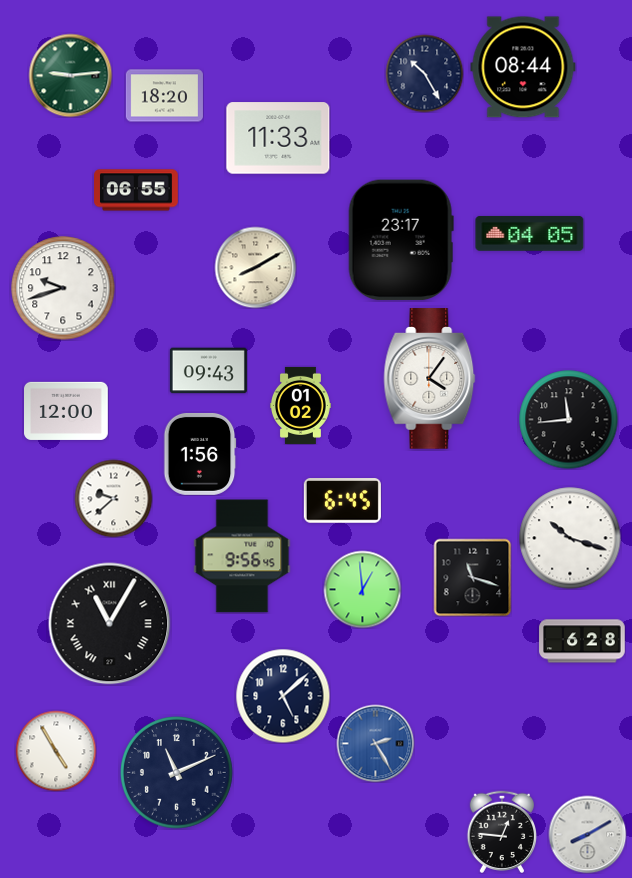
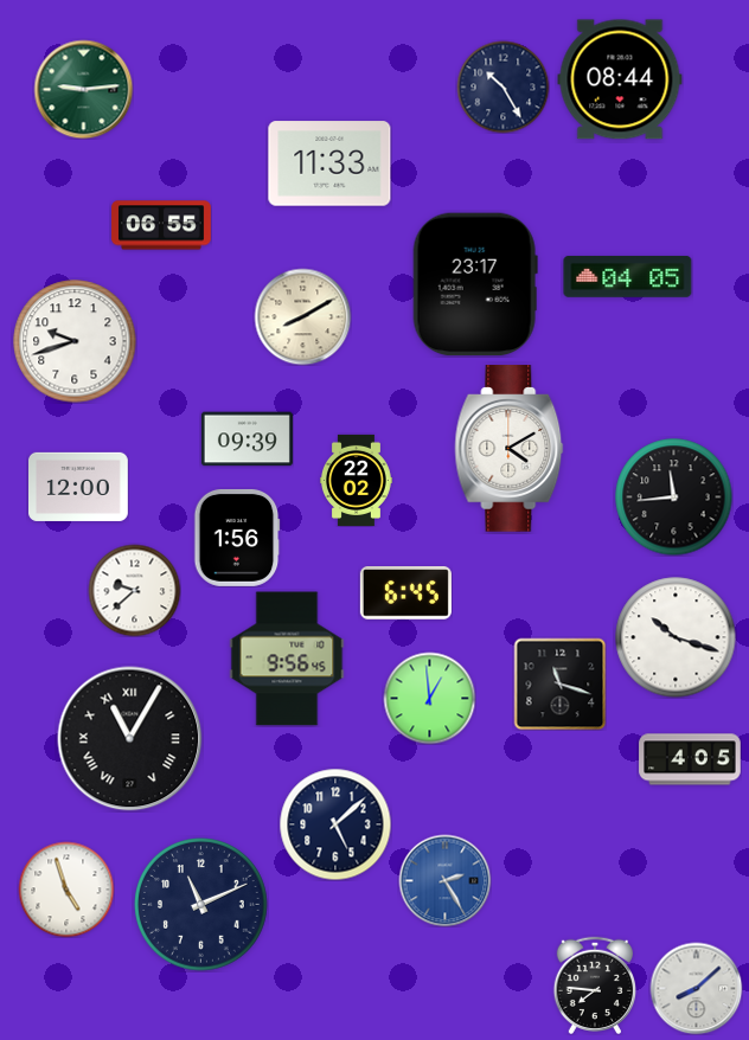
clock at (164, 96): 18:20 -> none
clock at (208, 371): 09:43 -> 09:39
clock at (430, 379): 4:06 -> 4:10
clock at (301, 405): 01:02 -> 22:02
clock at (582, 641): 6:28 -> 4:05
clock at (56, 751): 4:55 -> 4:57
clock at (177, 773) position: (177, 773) -> (201, 905)
clock at (501, 832): 12:46 -> 7:46
clock at (587, 834): 8:10 -> 8:08
